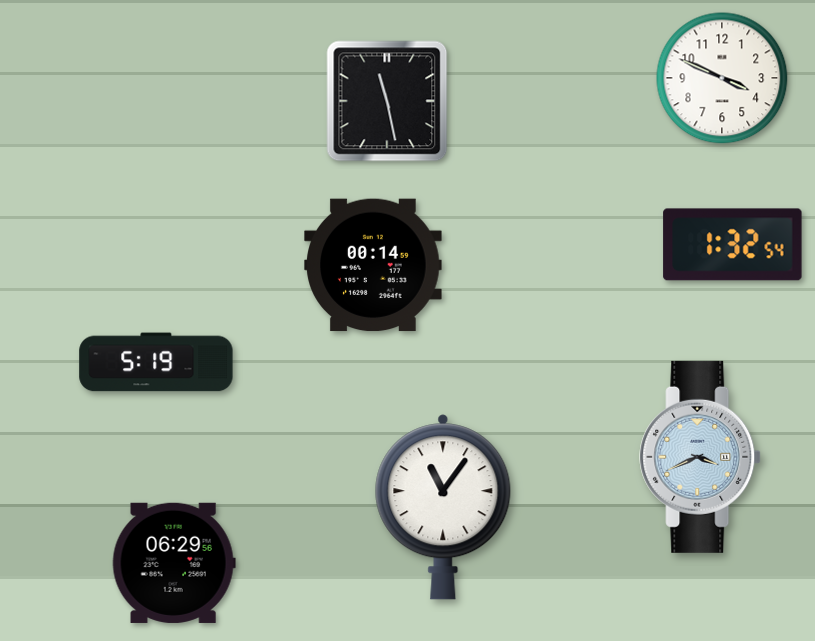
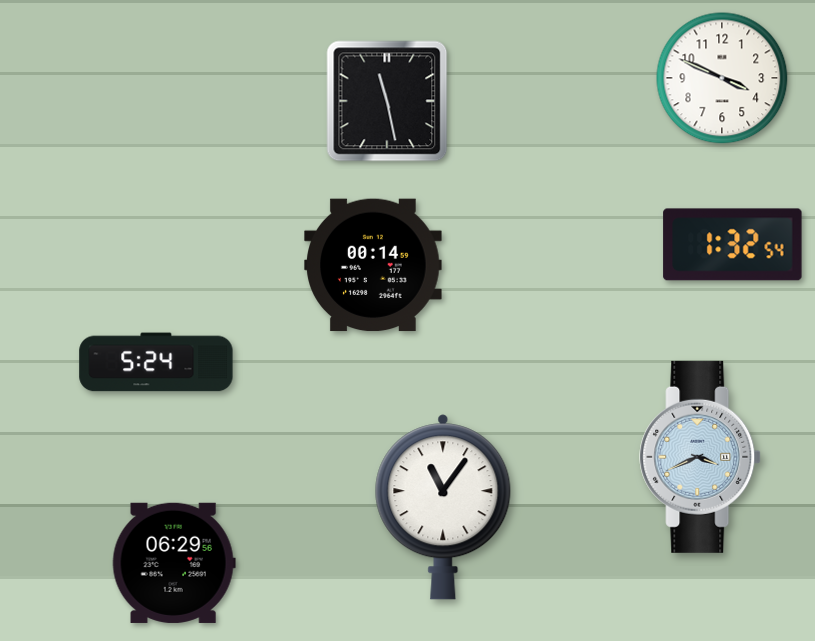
clock at (156, 362): 5:19 -> 5:24
